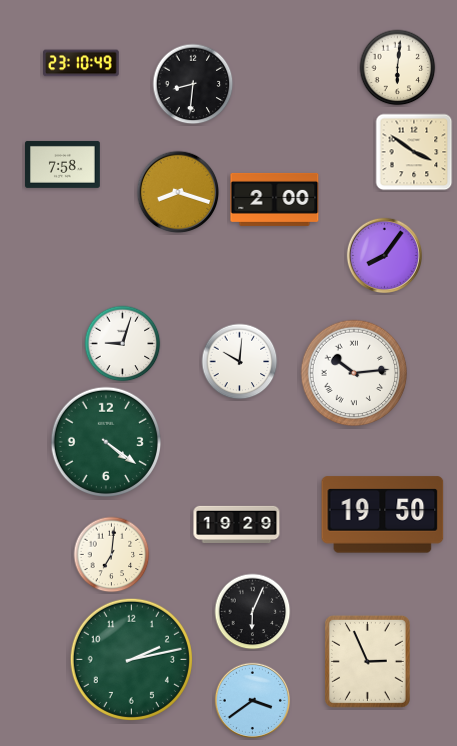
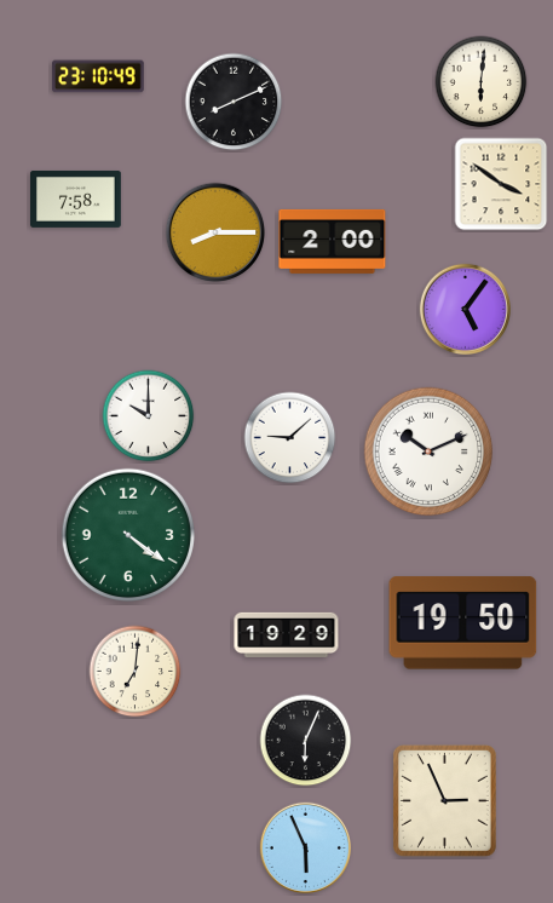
clock at (193, 84): 8:31 -> 8:11
clock at (178, 192): 8:18 -> 8:15
clock at (384, 255): 8:06 -> 5:06
clock at (123, 344): 9:03 -> 10:00
clock at (240, 362): 10:01 -> 9:08
clock at (354, 373): 10:14 -> 10:11
clock at (131, 659): 2:13 -> none
clock at (252, 700): 3:39 -> 5:56
